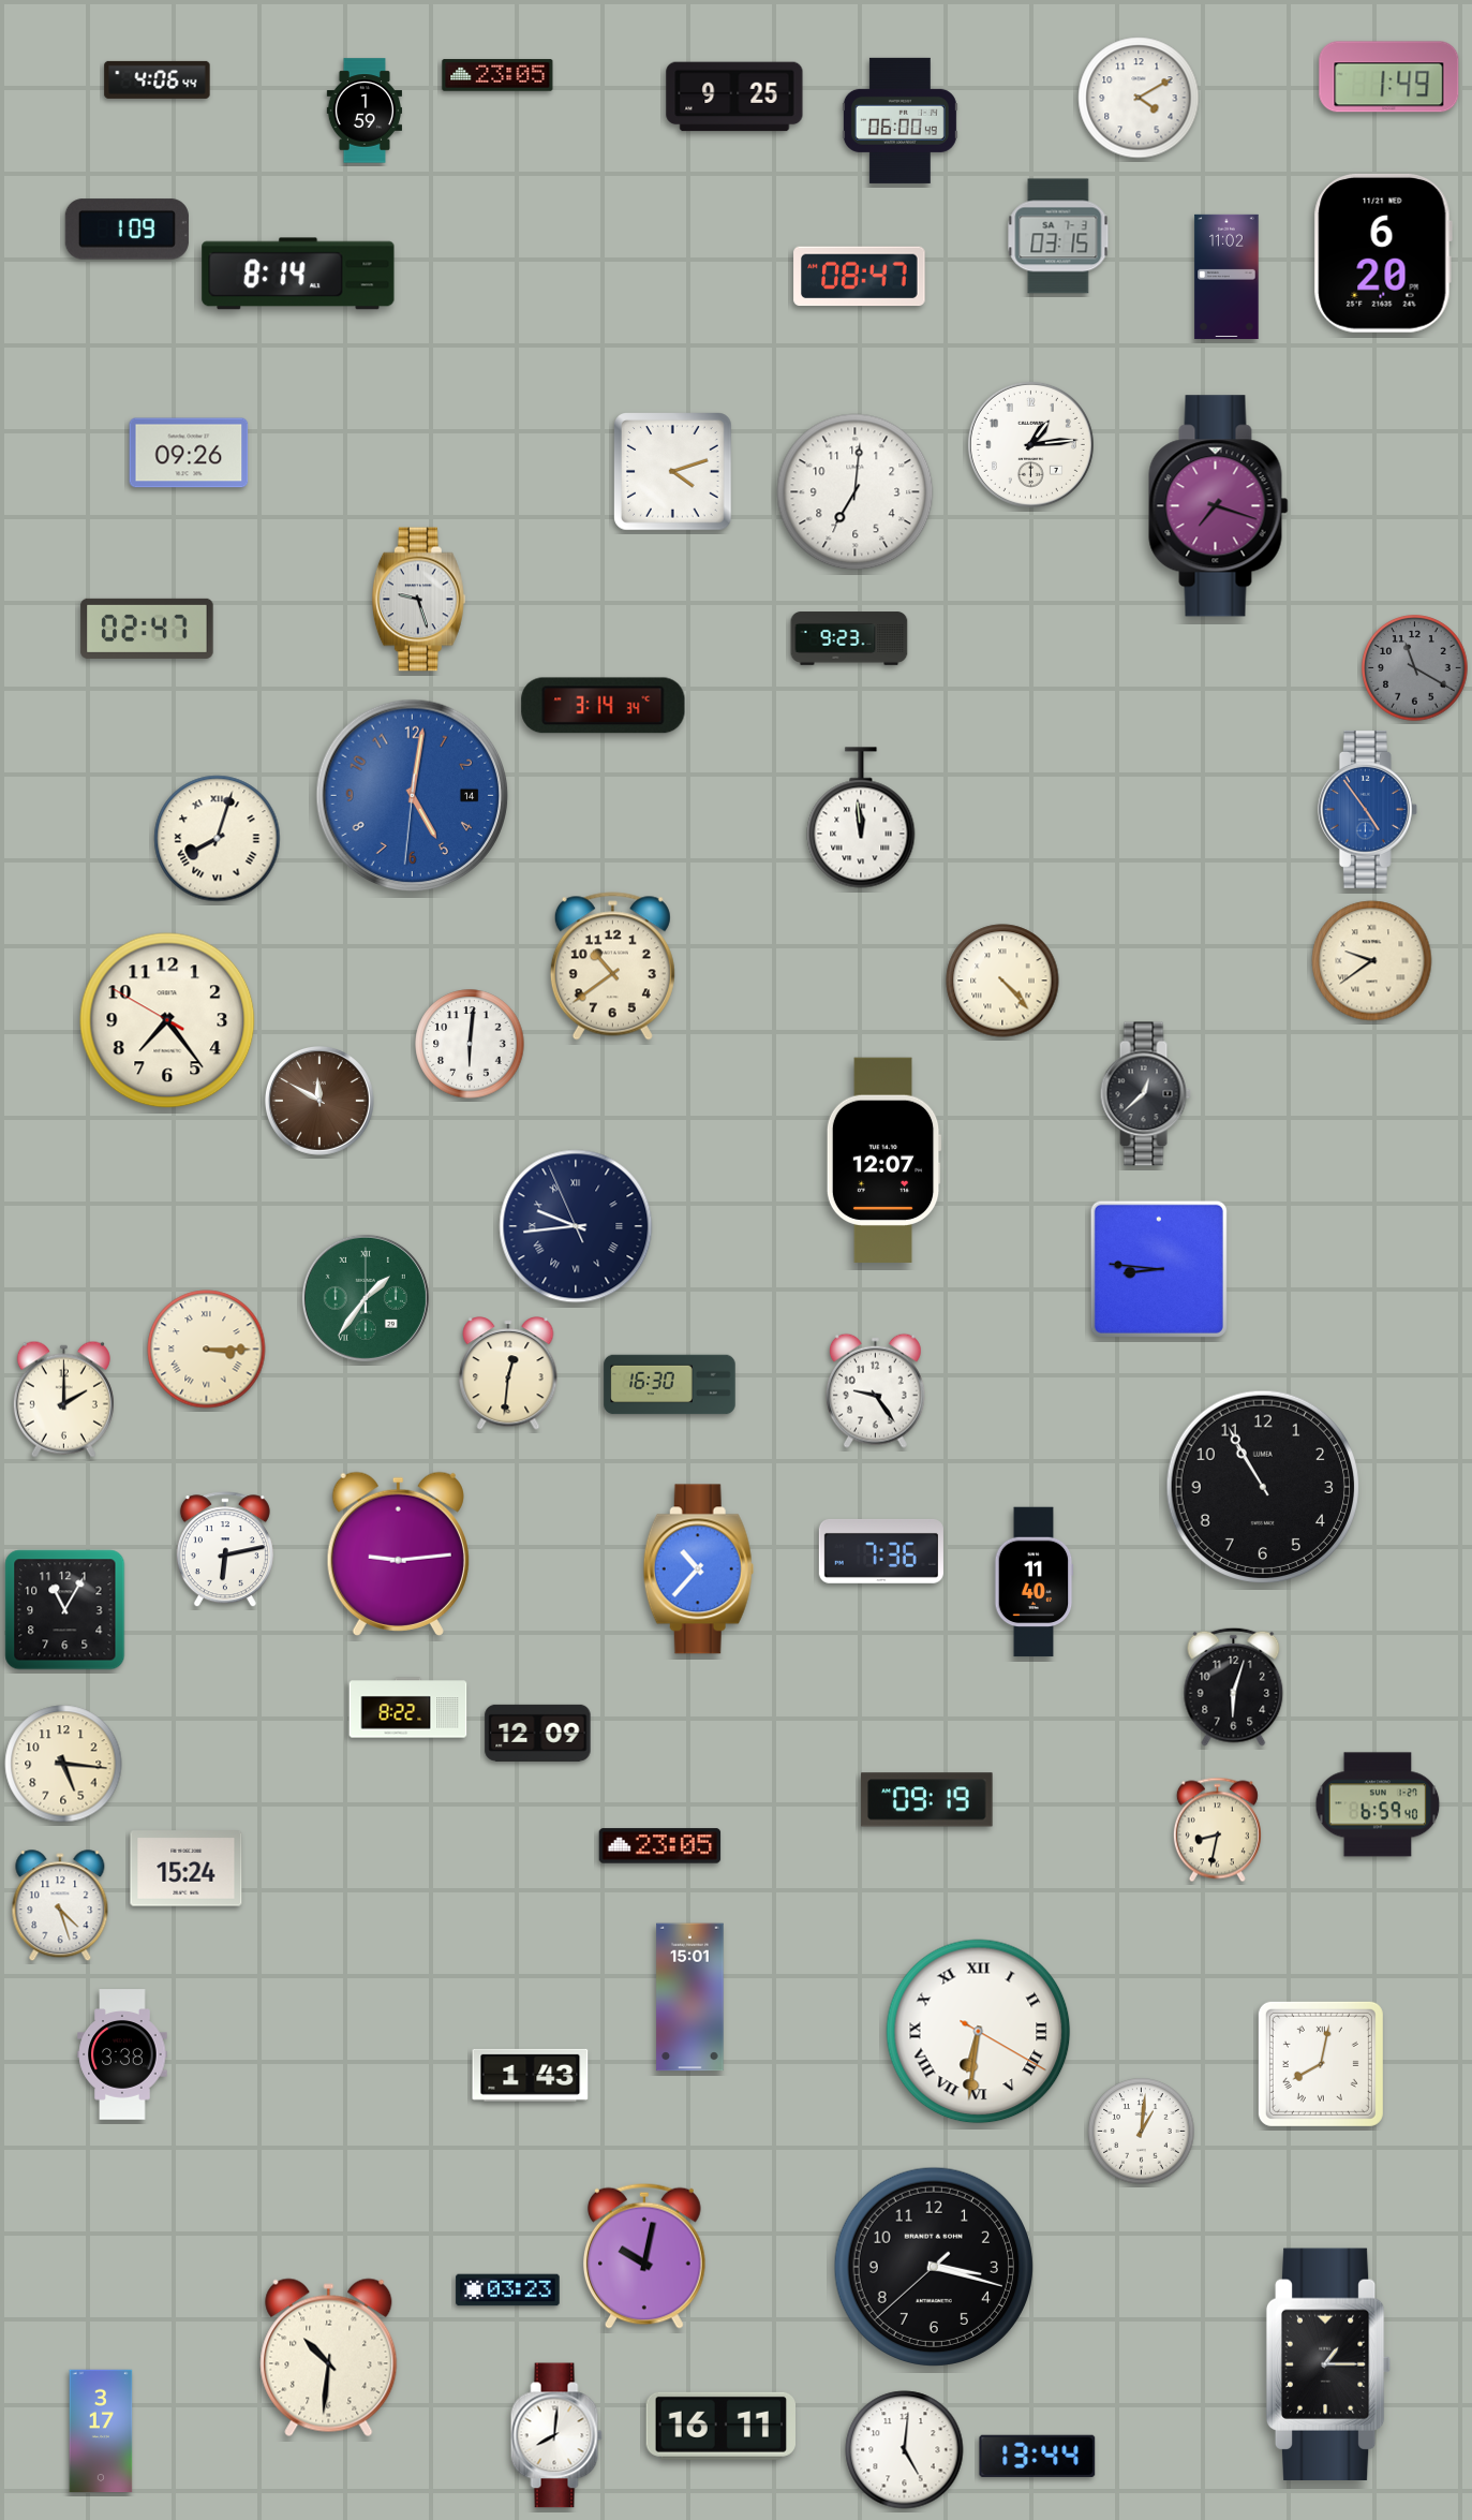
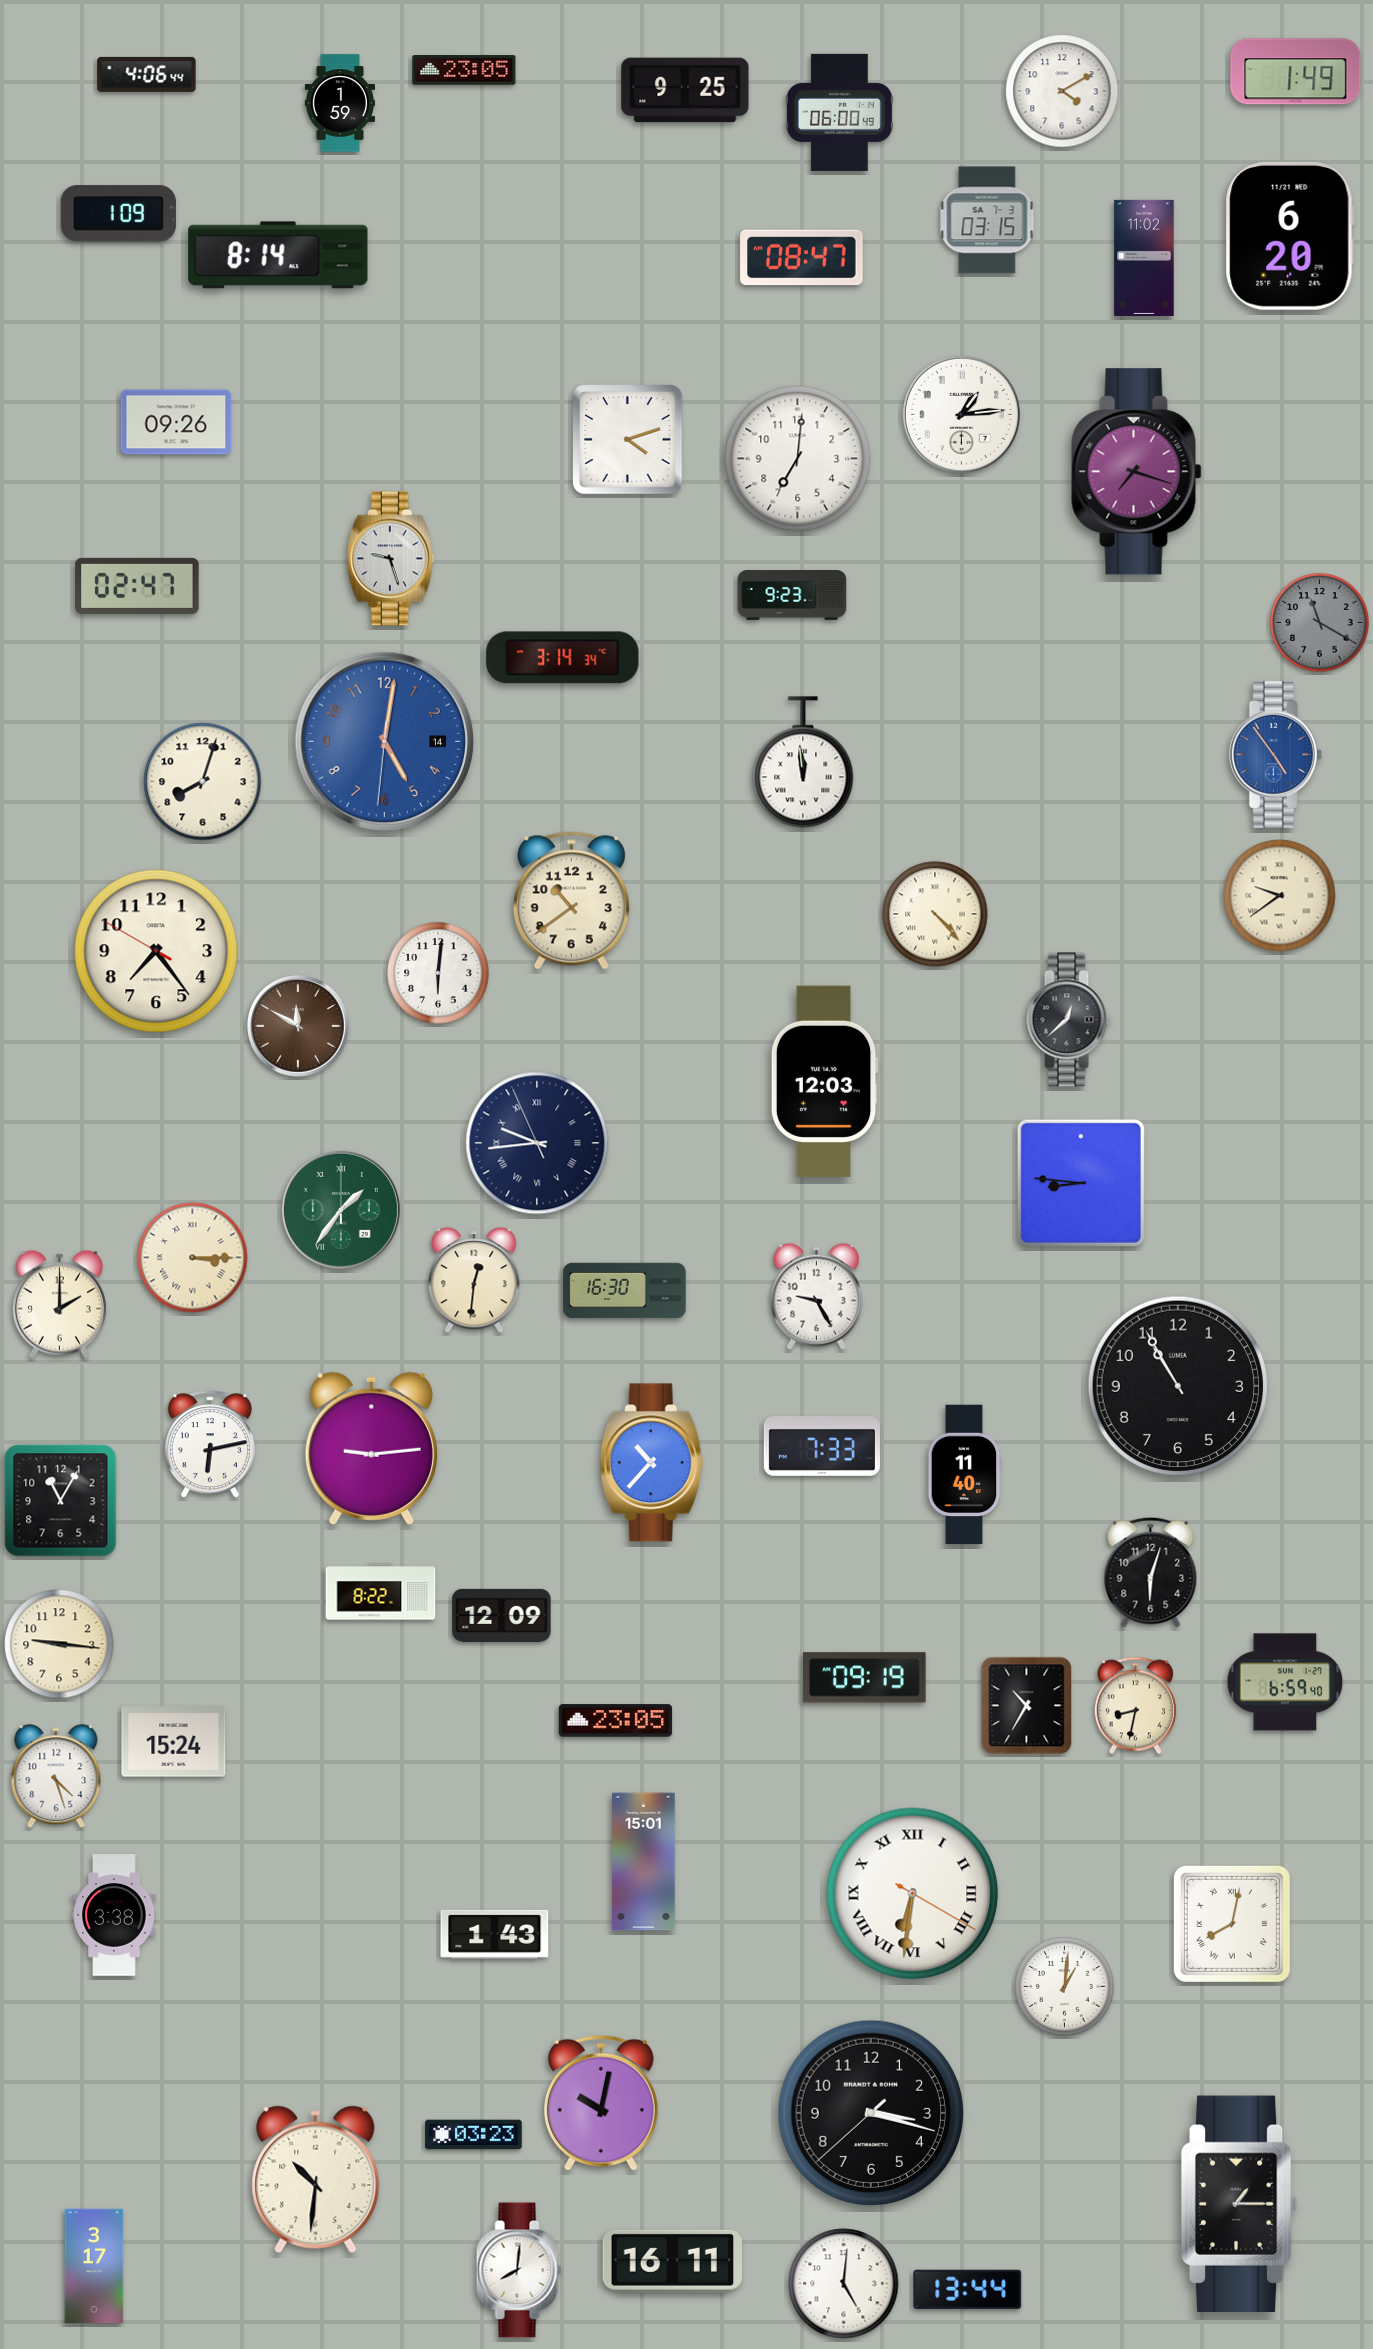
clock at (218, 839) numerals: Roman -> Arabic
clock at (883, 1160): 12:07 -> 12:03
clock at (875, 1390): 9:24 -> 9:25
clock at (881, 1551): 7:36 -> 7:33
clock at (63, 1764): 5:16 -> 9:16
clock at (1027, 1706): none -> 10:35
clock at (329, 2358) position: (329, 2358) -> (316, 2180)
